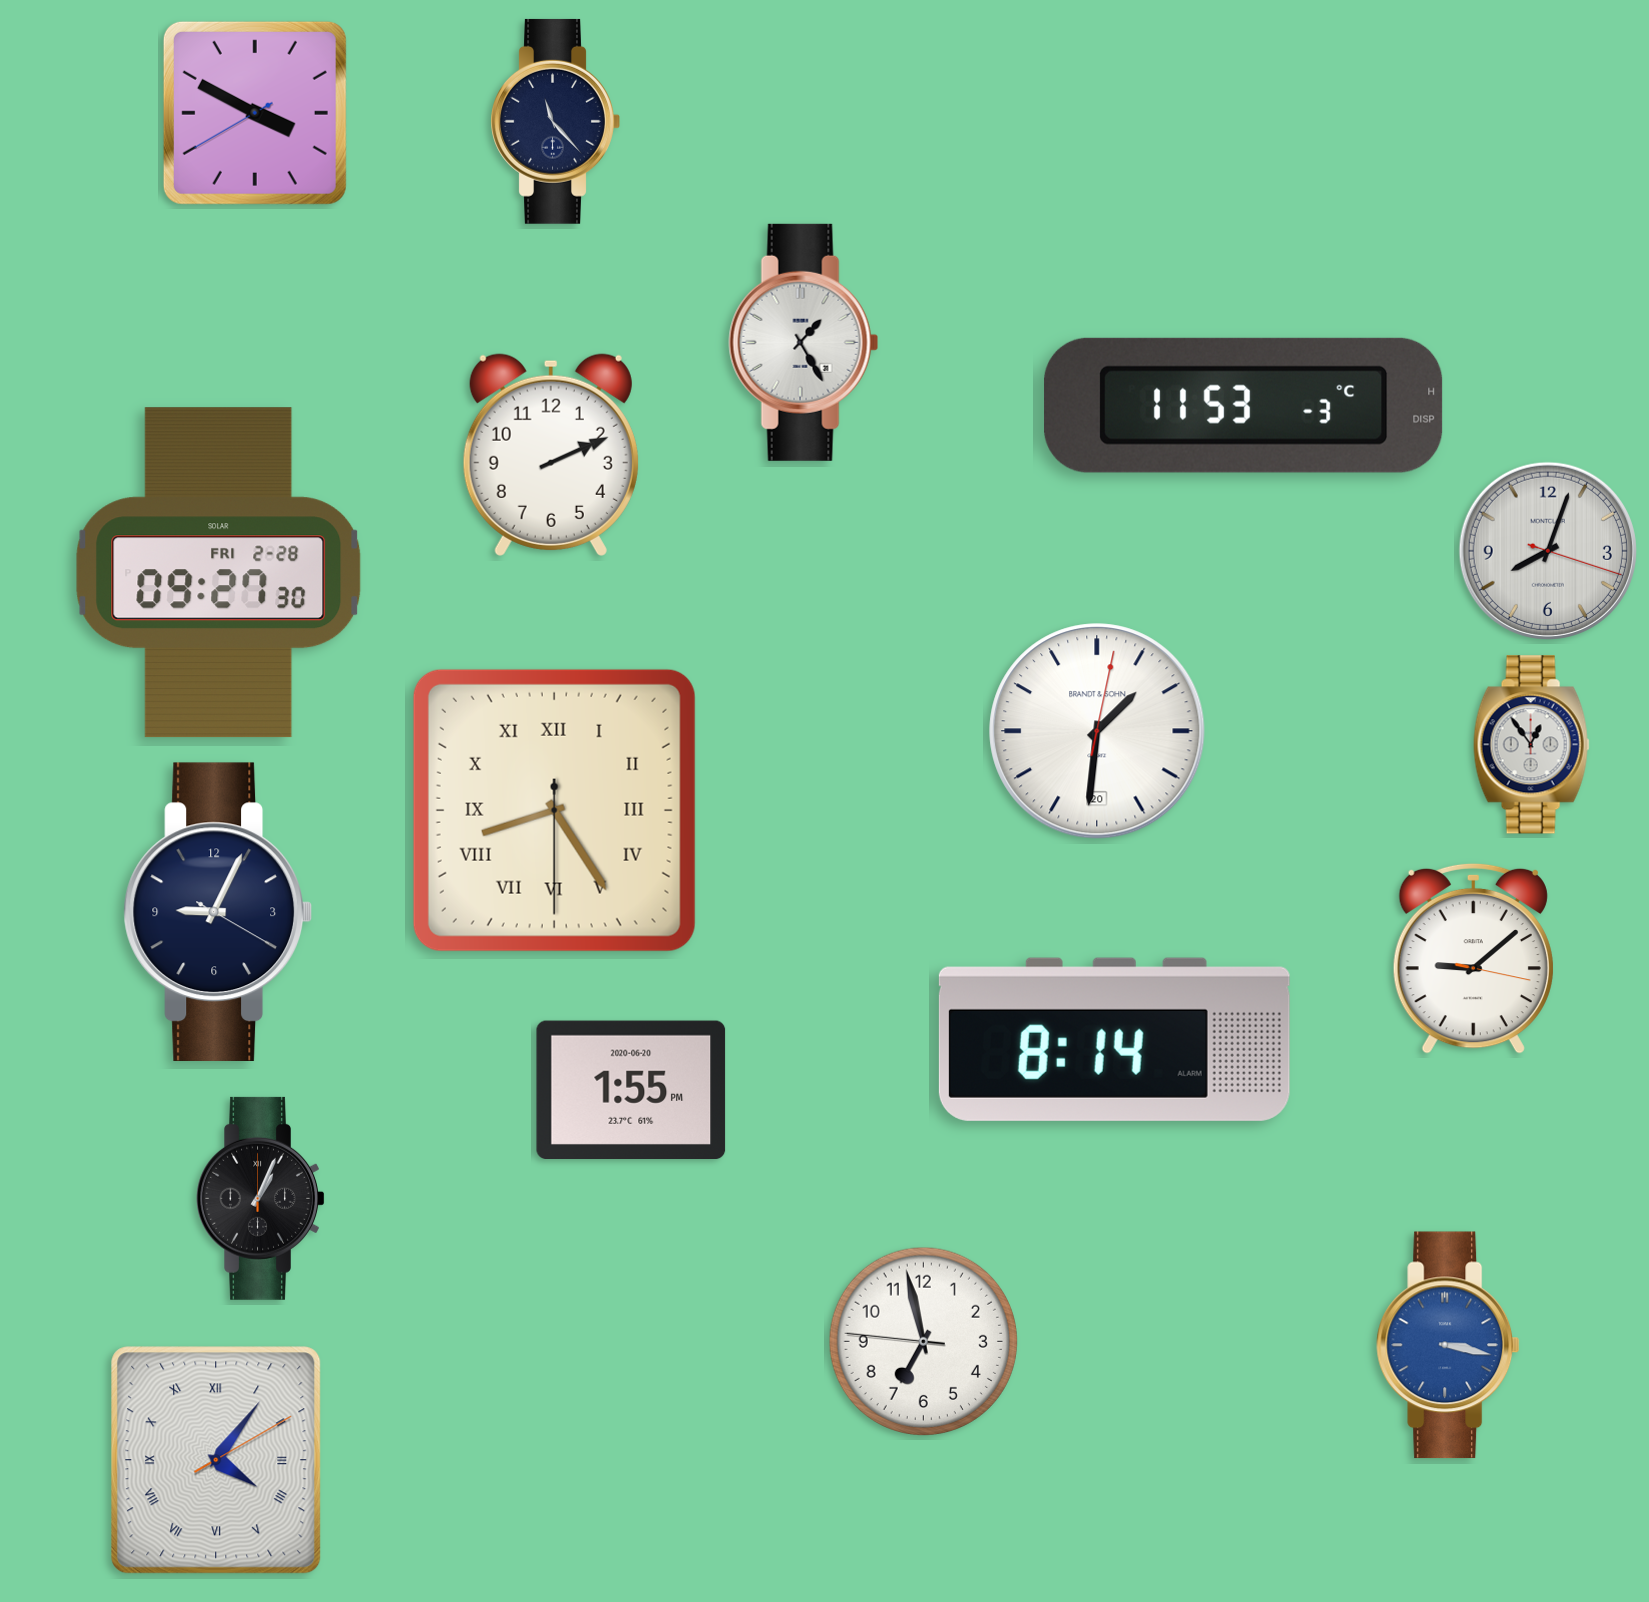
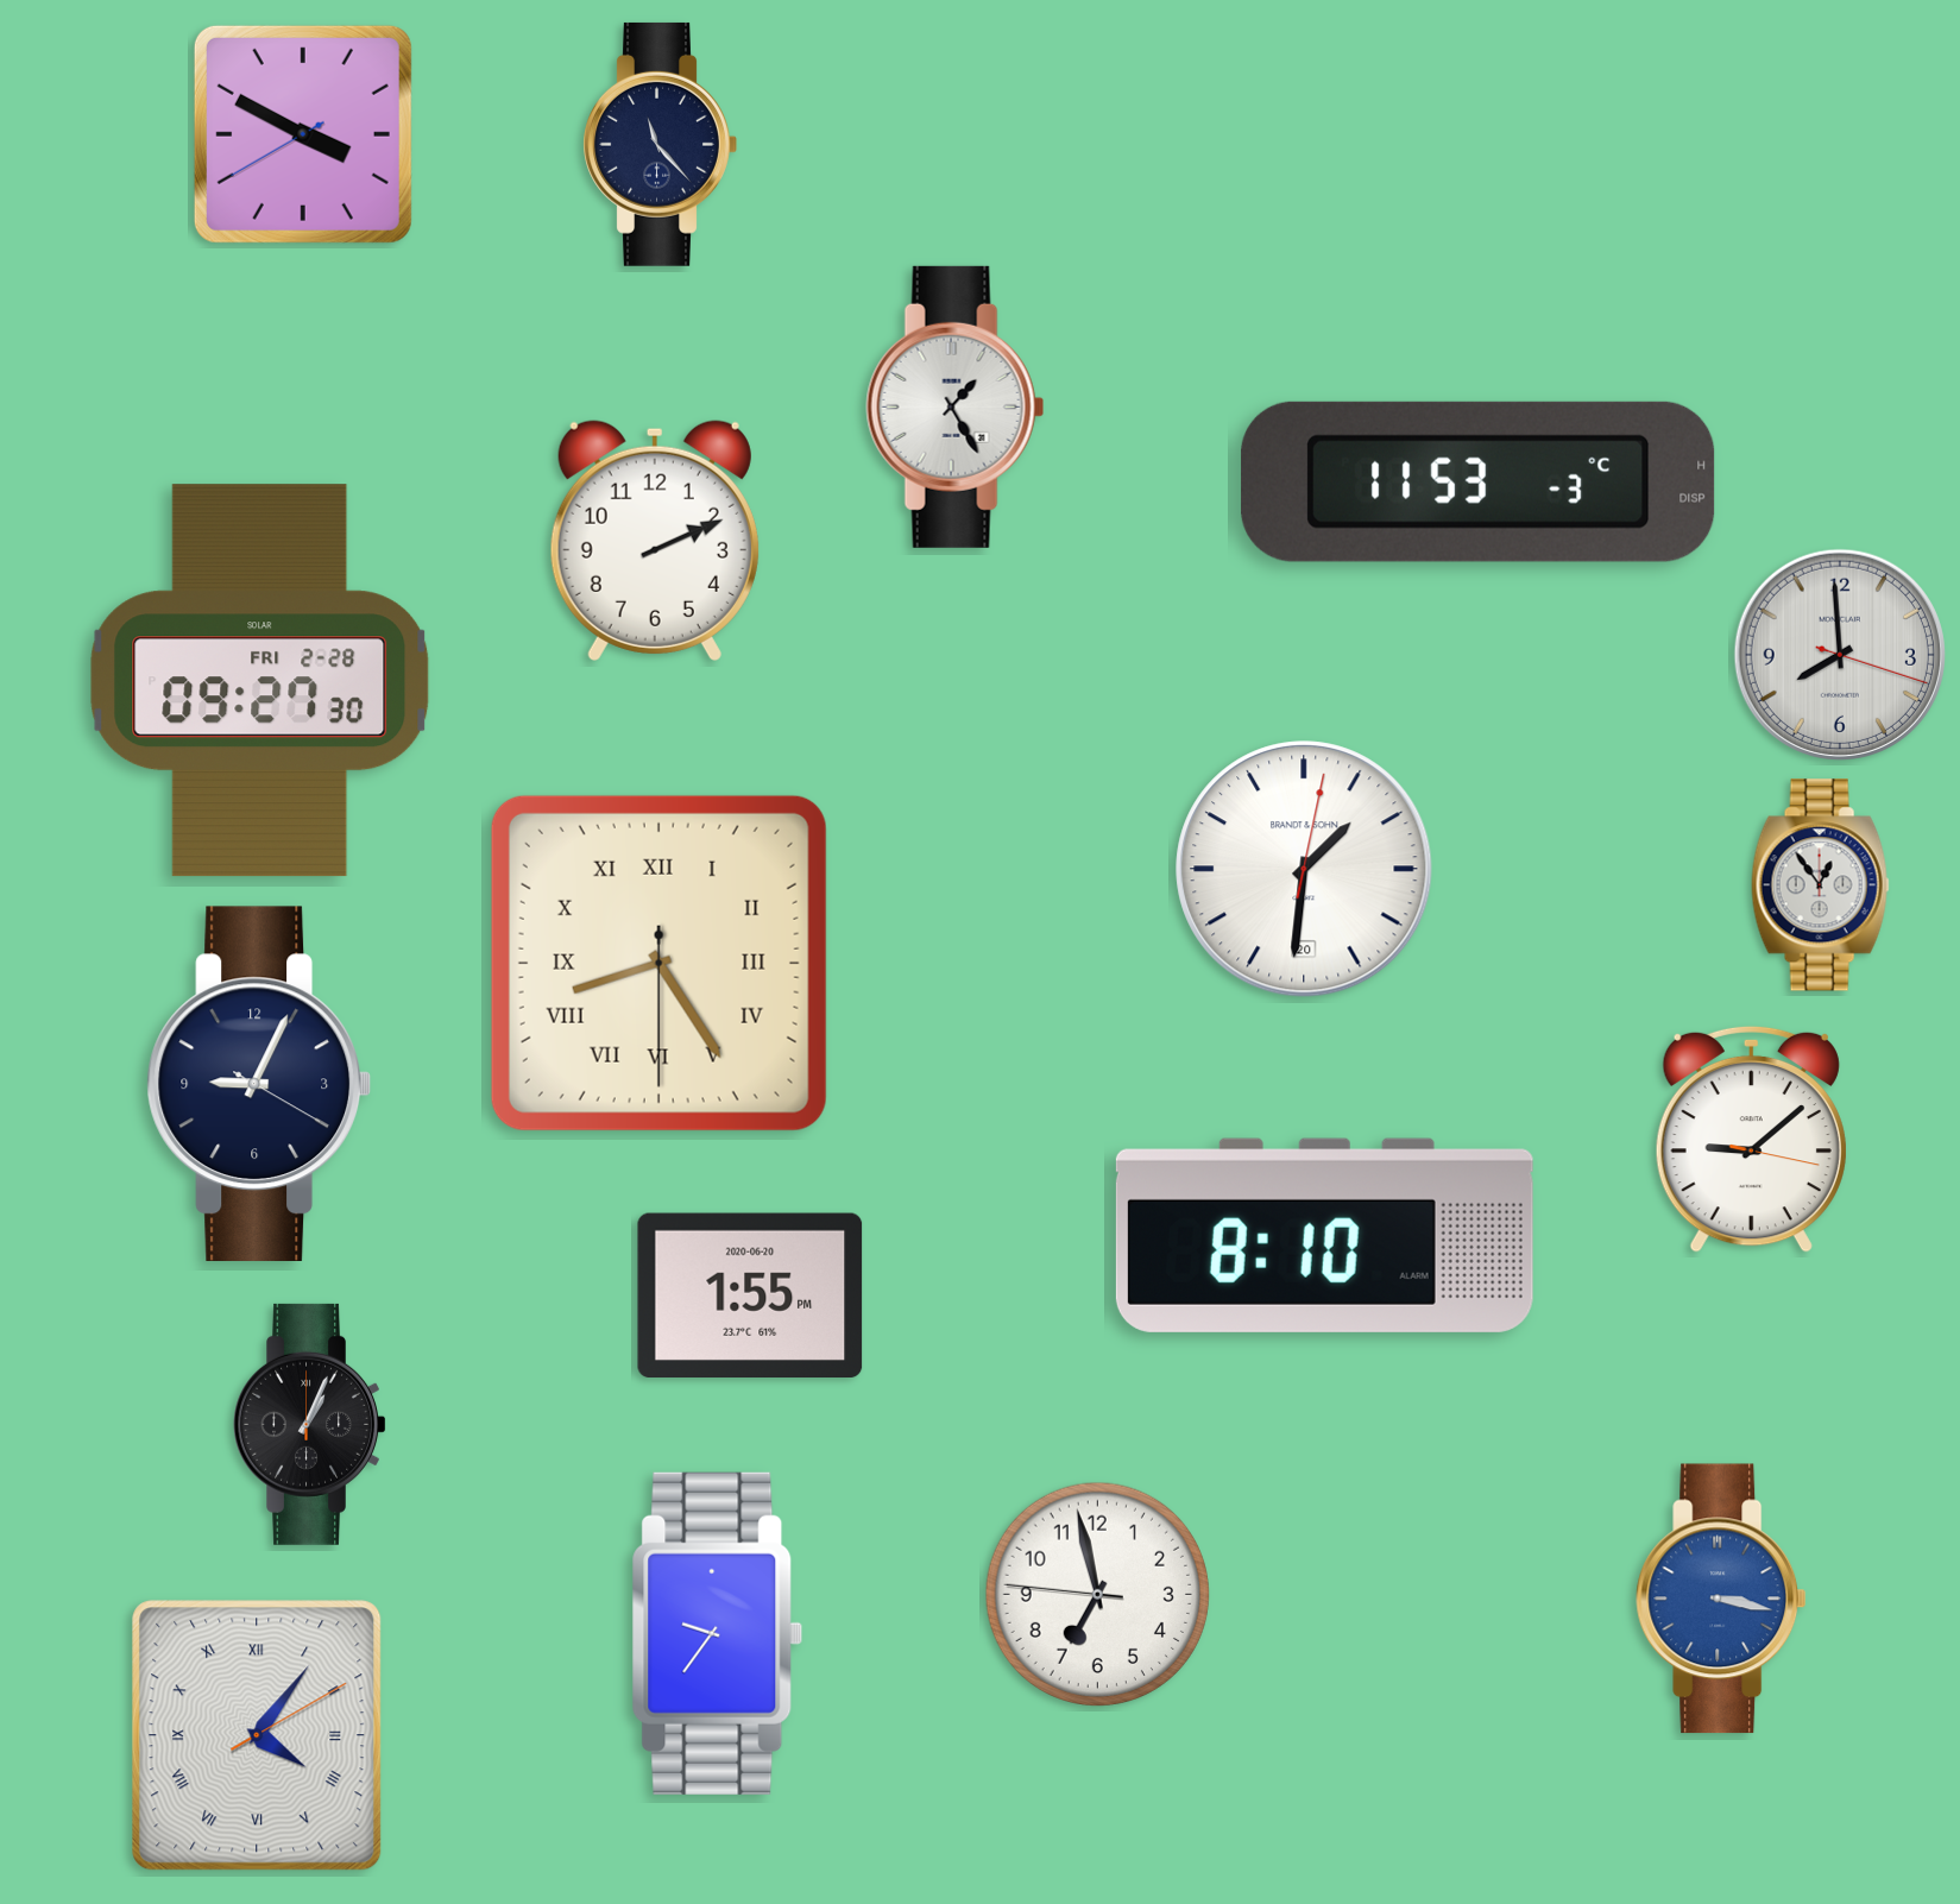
clock at (1548, 551): 8:03 -> 7:59
clock at (1114, 1039): 8:14 -> 8:10
clock at (718, 1633): none -> 9:36
